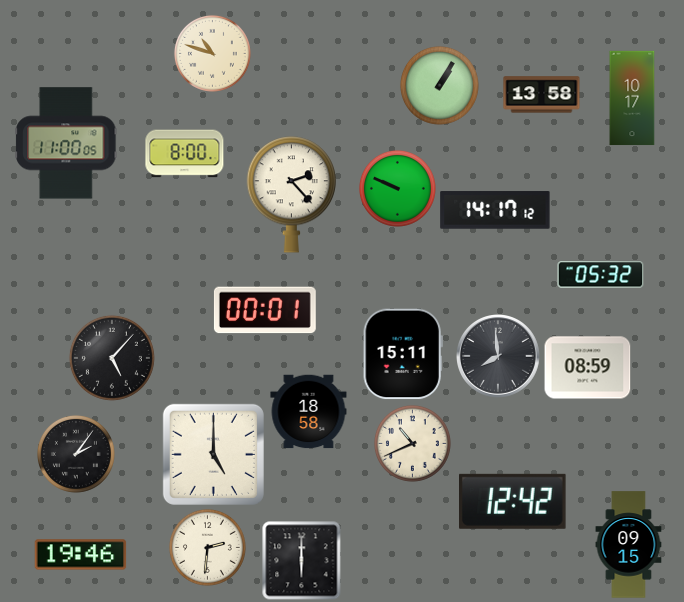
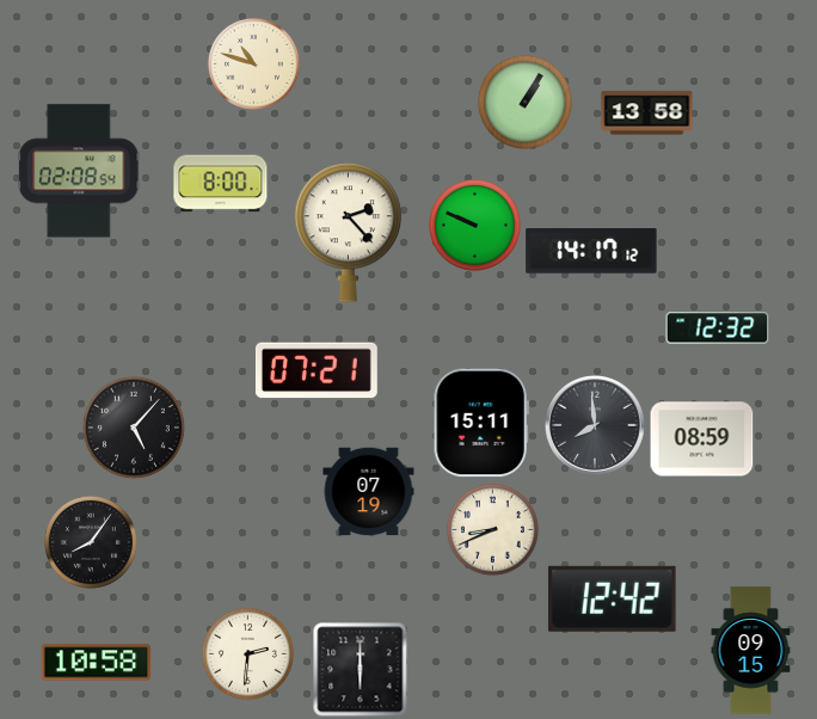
clock at (632, 98): 10:17 -> none
clock at (66, 143): 11:00 -> 02:08
clock at (601, 275): 05:32 -> 12:32
clock at (265, 310): 00:01 -> 07:21
clock at (309, 412): 18:58 -> 07:19
clock at (412, 443): 10:41 -> 8:41
clock at (76, 454): 2:06 -> 8:06
clock at (213, 454): 5:00 -> none
clock at (81, 555): 19:46 -> 10:58
